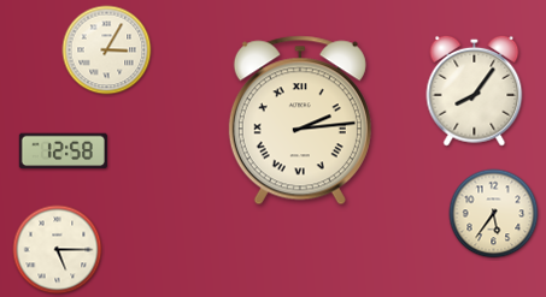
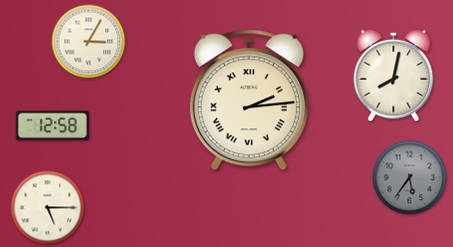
clock at (475, 90): 8:06 -> 8:02
clock at (494, 214) dial: cream -> grey
